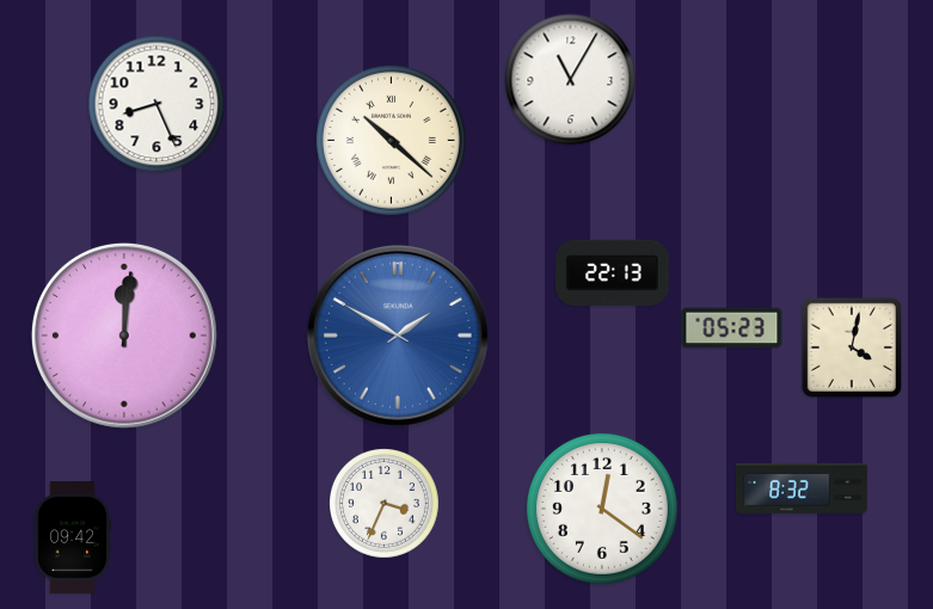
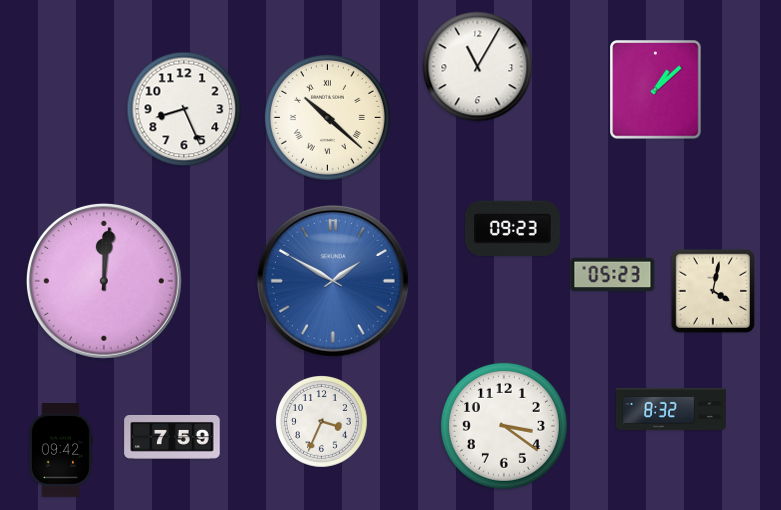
clock at (156, 104) position: (156, 104) -> (184, 109)
clock at (656, 90): none -> 1:08
clock at (613, 272): 22:13 -> 09:23
clock at (602, 509): 12:21 -> 3:21
clock at (172, 438): none -> 7:59
